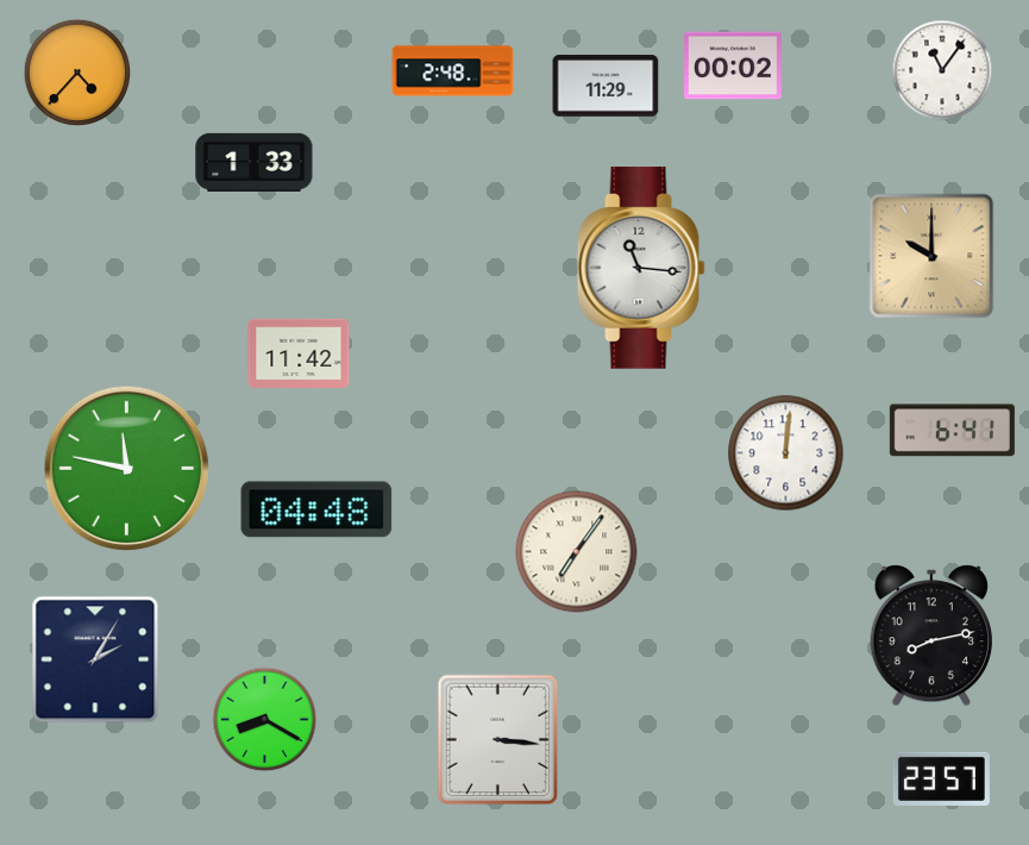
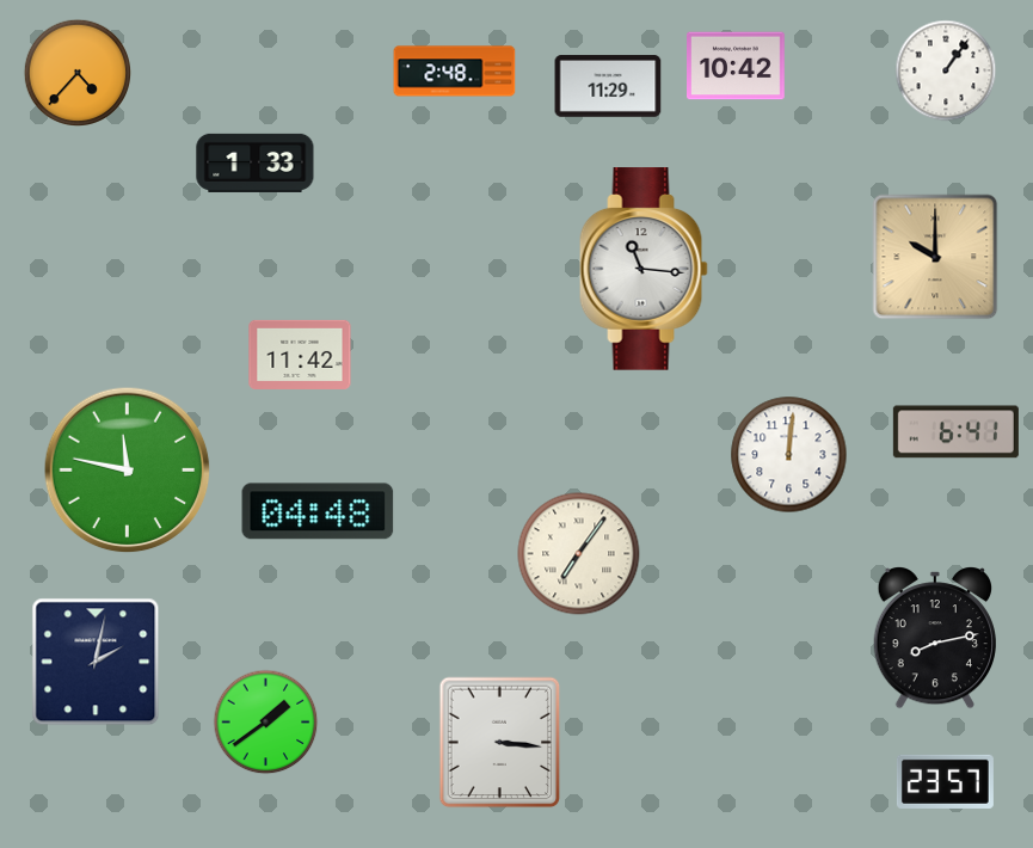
clock at (734, 65): 00:02 -> 10:42
clock at (942, 70): 11:06 -> 1:06
clock at (95, 659): 2:05 -> 2:02
clock at (265, 720): 8:20 -> 1:39
